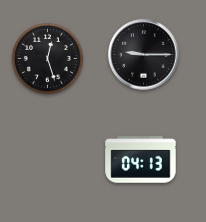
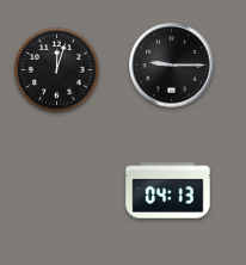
clock at (47, 58): 12:27 -> 12:03
